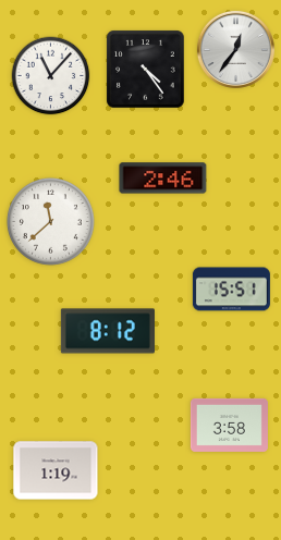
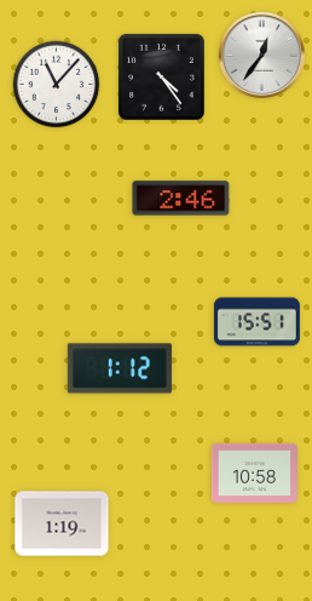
clock at (50, 221): 11:38 -> none
clock at (108, 331): 8:12 -> 1:12
clock at (229, 425): 3:58 -> 10:58
